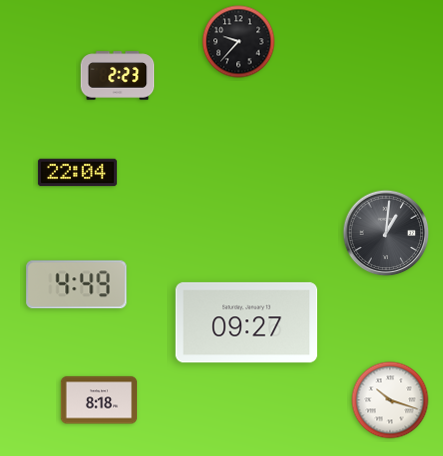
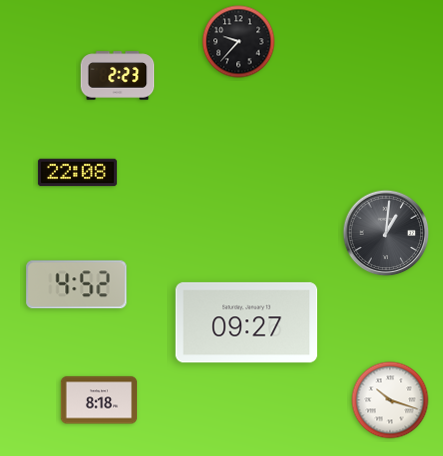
clock at (77, 173): 22:04 -> 22:08
clock at (77, 285): 4:49 -> 4:52
